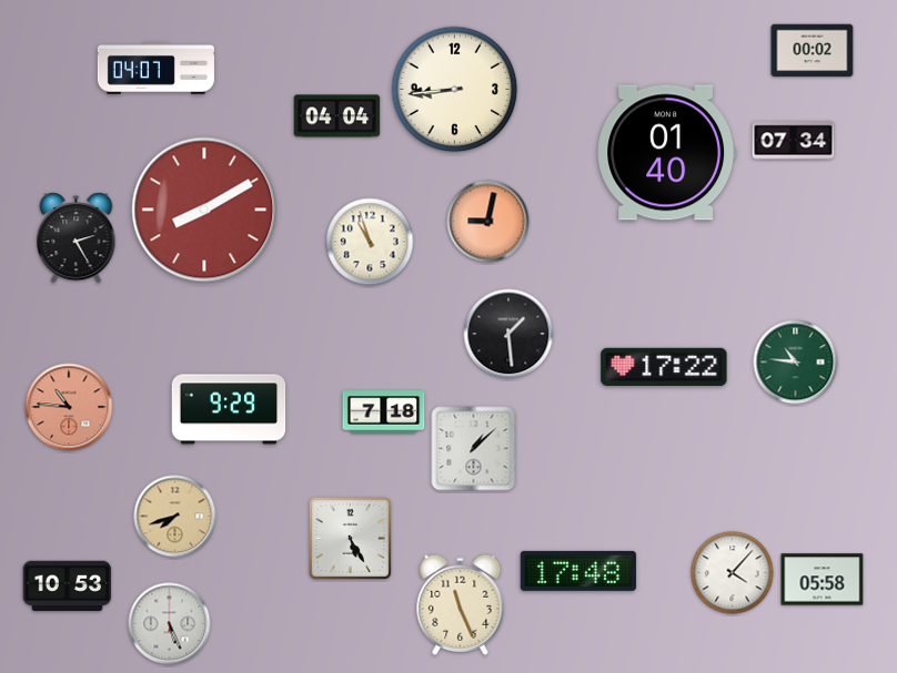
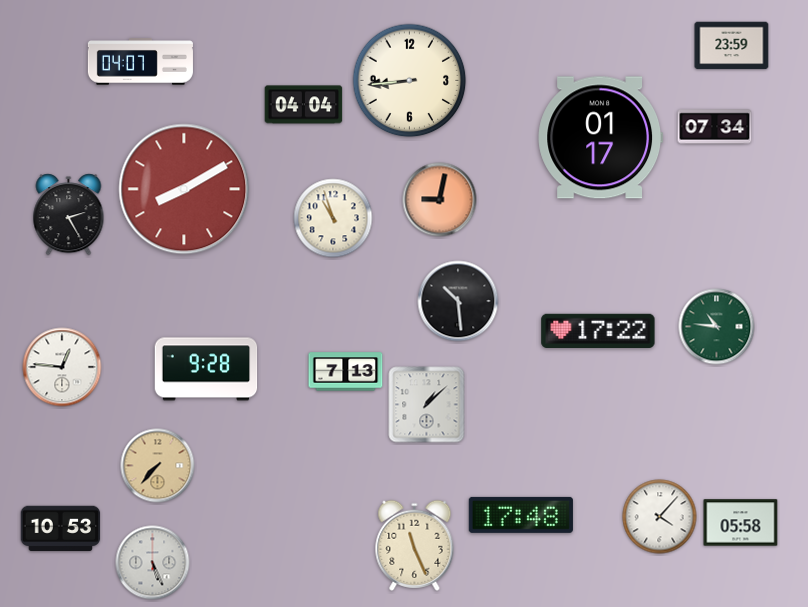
clock at (813, 51): 00:02 -> 23:59
clock at (667, 153): 01:40 -> 01:17
clock at (508, 334): 1:29 -> 10:29
clock at (69, 407): 10:46 -> 12:46
clock at (69, 407) dial: salmon -> white
clock at (229, 409): 9:29 -> 9:28
clock at (384, 412): 7:18 -> 7:13
clock at (175, 517): 7:42 -> 7:37
clock at (350, 538): 5:25 -> none
